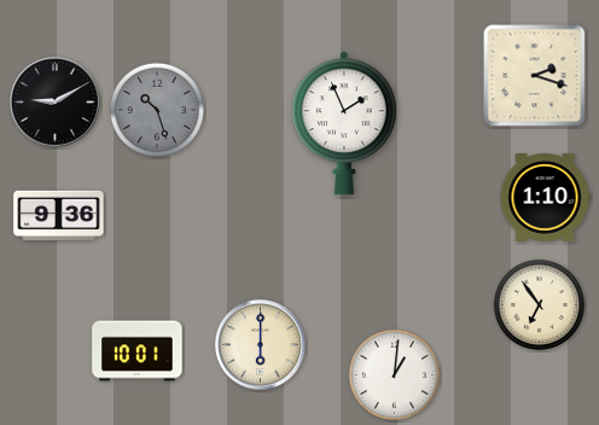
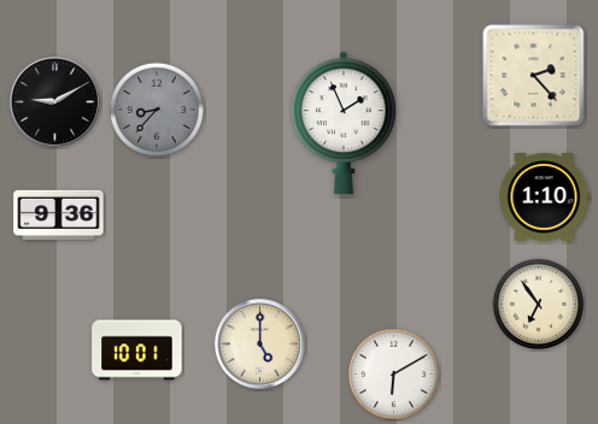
clock at (535, 76): 2:18 -> 2:23
clock at (157, 110): 10:27 -> 8:37
clock at (261, 345): 6:00 -> 5:00
clock at (394, 374): 1:01 -> 6:10
